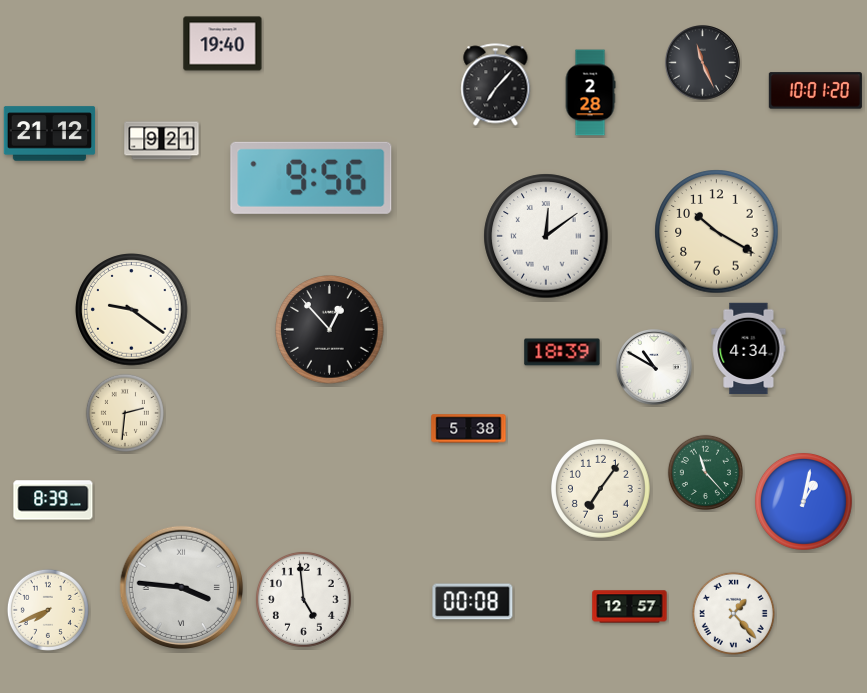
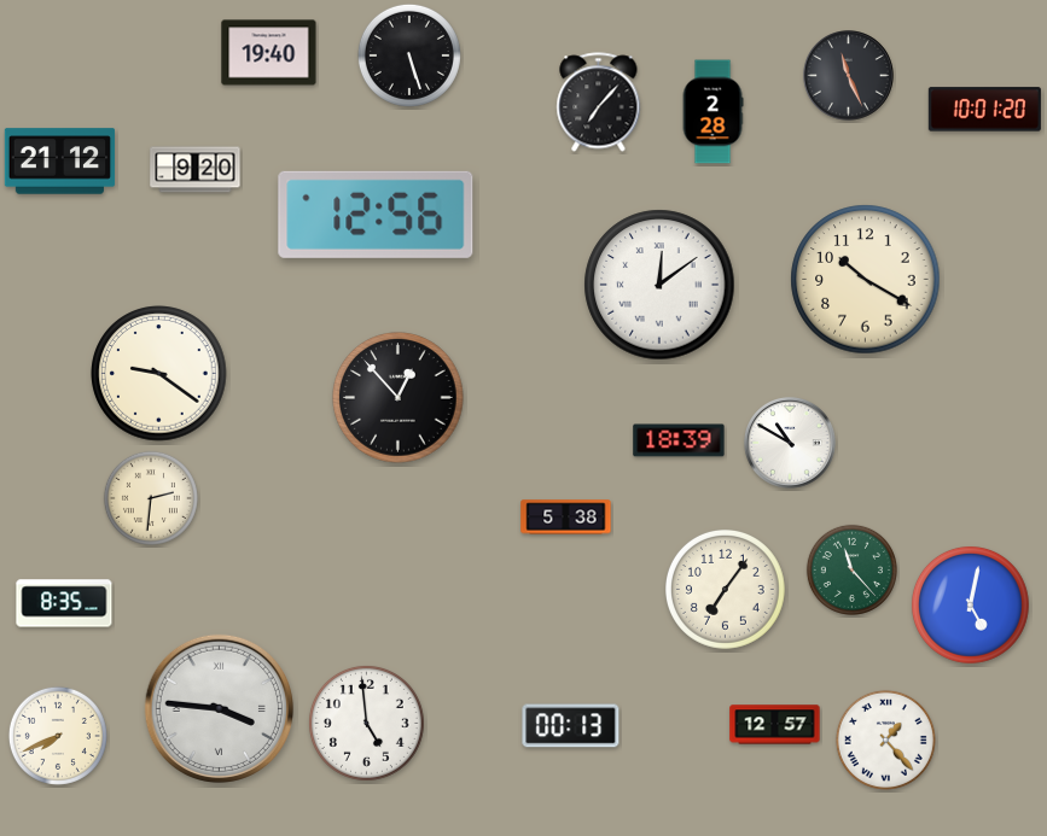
clock at (409, 55): none -> 5:27
clock at (162, 141): 9:21 -> 9:20
clock at (311, 178): 9:56 -> 12:56
clock at (749, 349): 4:34 -> none
clock at (562, 352) position: (562, 352) -> (679, 440)
clock at (53, 500): 8:39 -> 8:35
clock at (803, 501): 1:02 -> 5:02
clock at (473, 602): 00:08 -> 00:13
clock at (630, 607) position: (630, 607) -> (775, 725)
